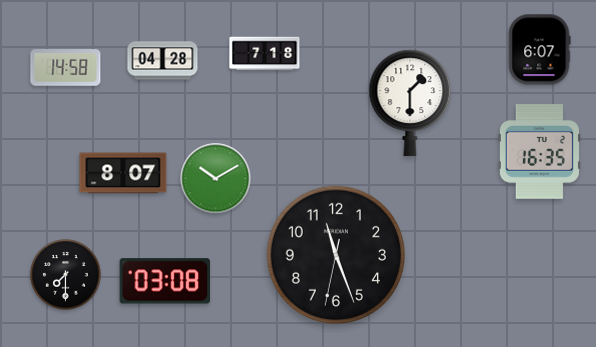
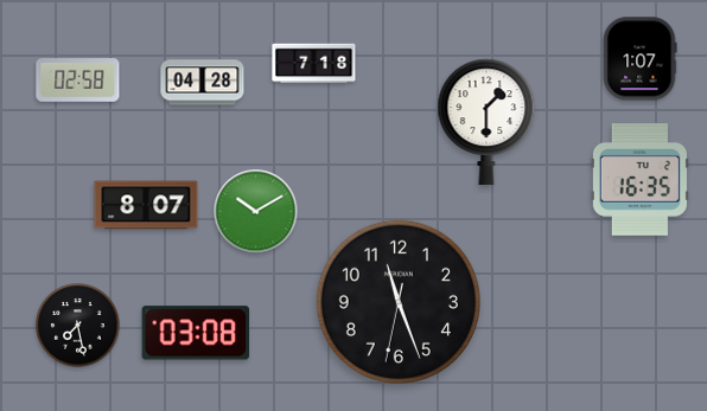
clock at (539, 50): 6:07 -> 1:07
clock at (163, 61) position: (163, 61) -> (203, 83)
clock at (66, 68): 14:58 -> 02:58
clock at (66, 275): 7:30 -> 7:28
